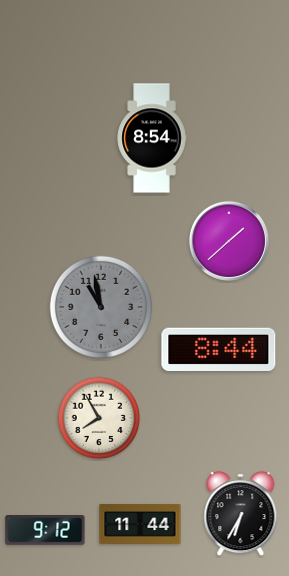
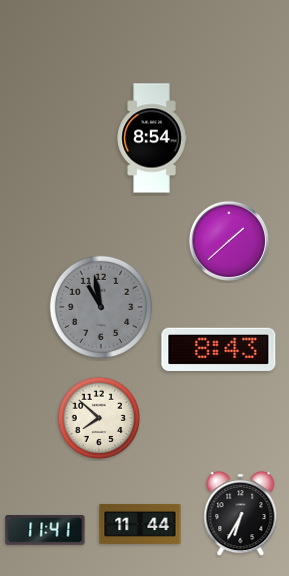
clock at (219, 350): 8:44 -> 8:43
clock at (99, 418): 7:55 -> 7:52
clock at (45, 530): 9:12 -> 11:41
